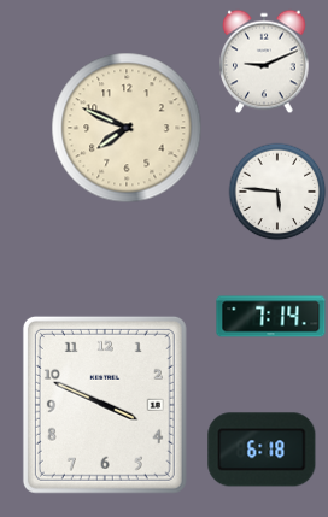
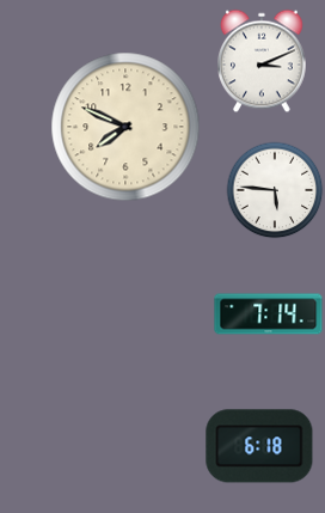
clock at (265, 61): 9:11 -> 3:11
clock at (105, 405): 3:49 -> none
